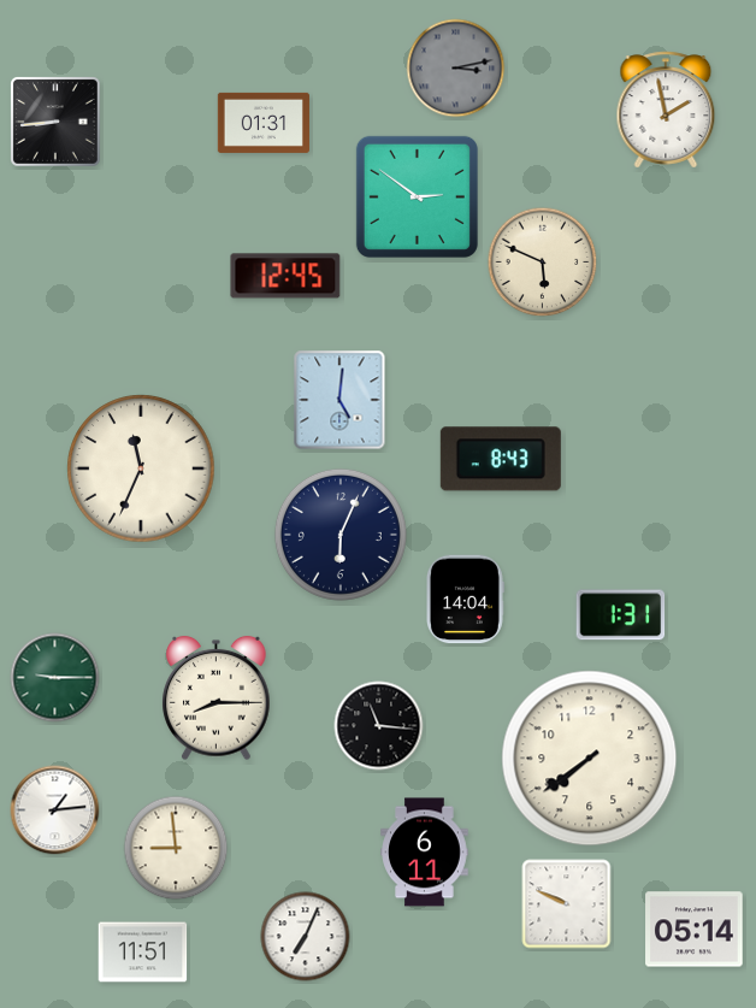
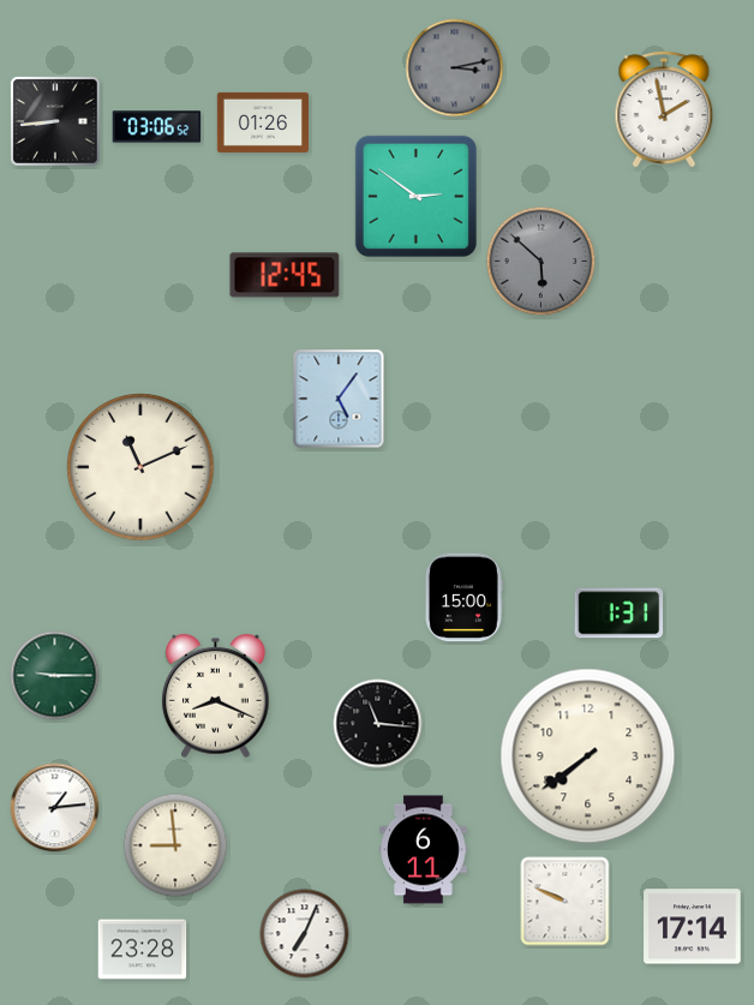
clock at (264, 123): 01:31 -> 01:26
clock at (157, 127): none -> 03:06
clock at (543, 263): 5:49 -> 5:52
clock at (543, 263) dial: cream -> grey
clock at (339, 400): 5:01 -> 5:06
clock at (501, 459): 8:43 -> none
clock at (141, 468): 11:34 -> 11:11
clock at (341, 535): 6:04 -> none
clock at (466, 600): 14:04 -> 15:00
clock at (217, 698): 8:15 -> 8:19
clock at (695, 930): 05:14 -> 17:14
clock at (143, 953): 11:51 -> 23:28
